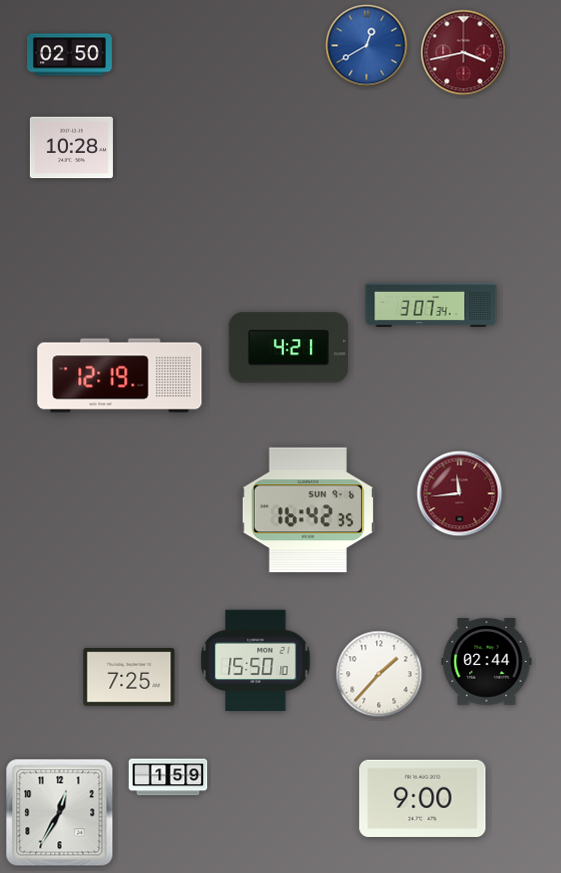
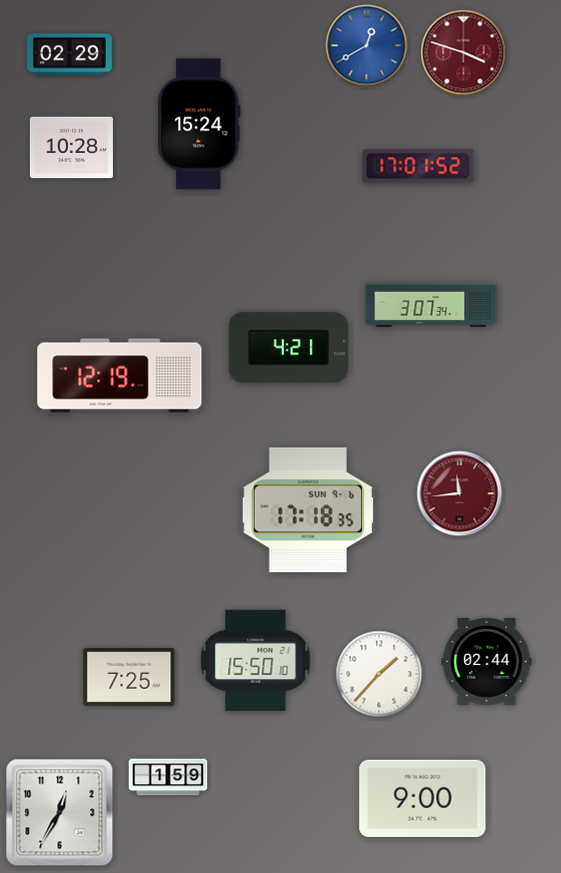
clock at (464, 53): 3:43 -> 3:48
clock at (70, 55): 02:50 -> 02:29
clock at (199, 124): none -> 15:24
clock at (418, 166): none -> 17:01
clock at (308, 510): 16:42 -> 17:18
